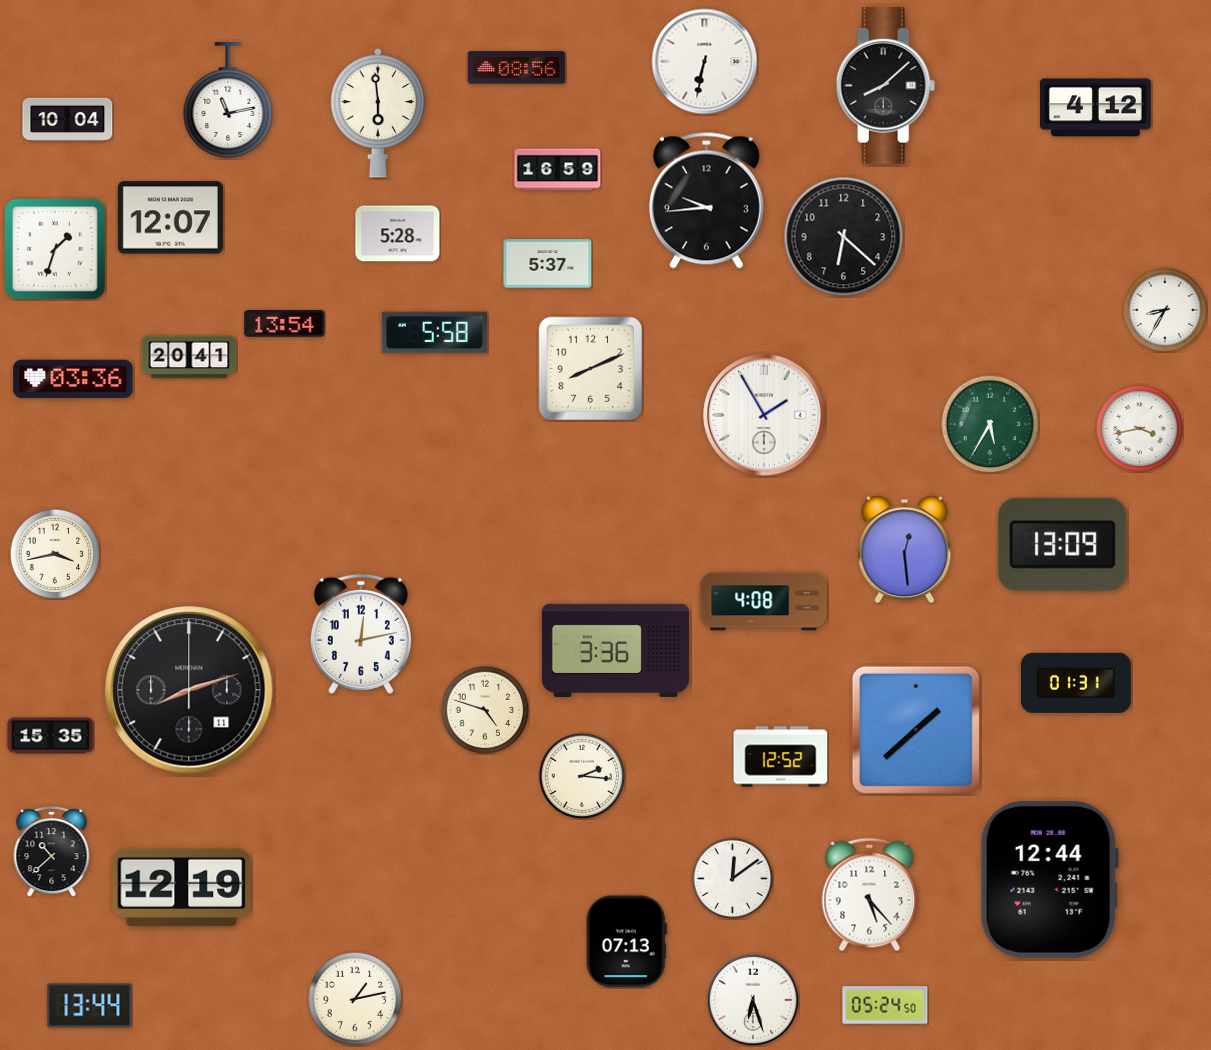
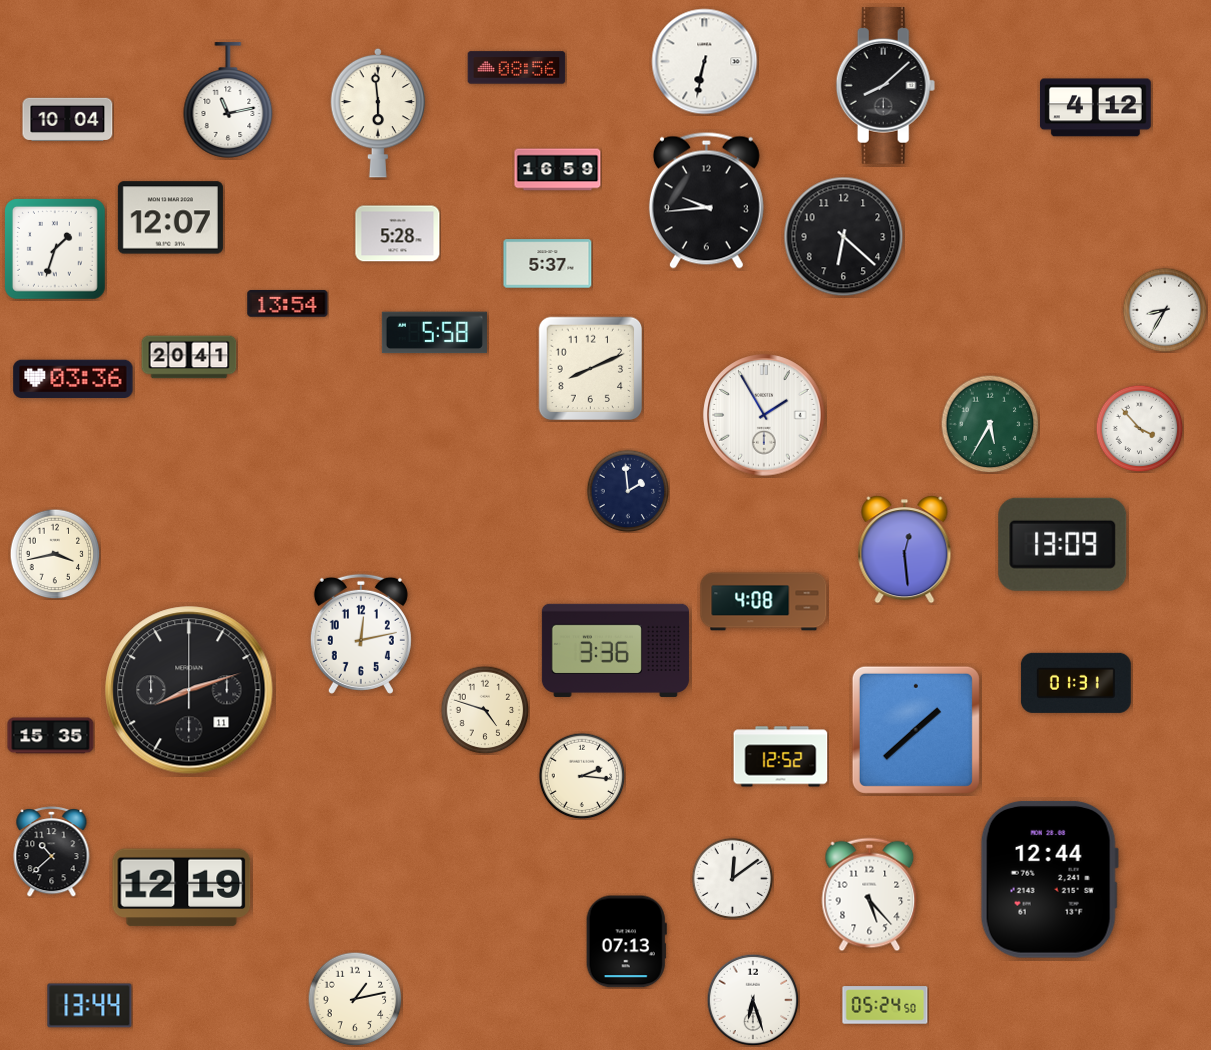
clock at (285, 324) position: (285, 324) -> (288, 304)
clock at (1139, 428): 3:43 -> 3:53
clock at (628, 491): none -> 1:59
